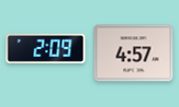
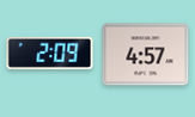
clock at (134, 53) position: (134, 53) -> (146, 55)
